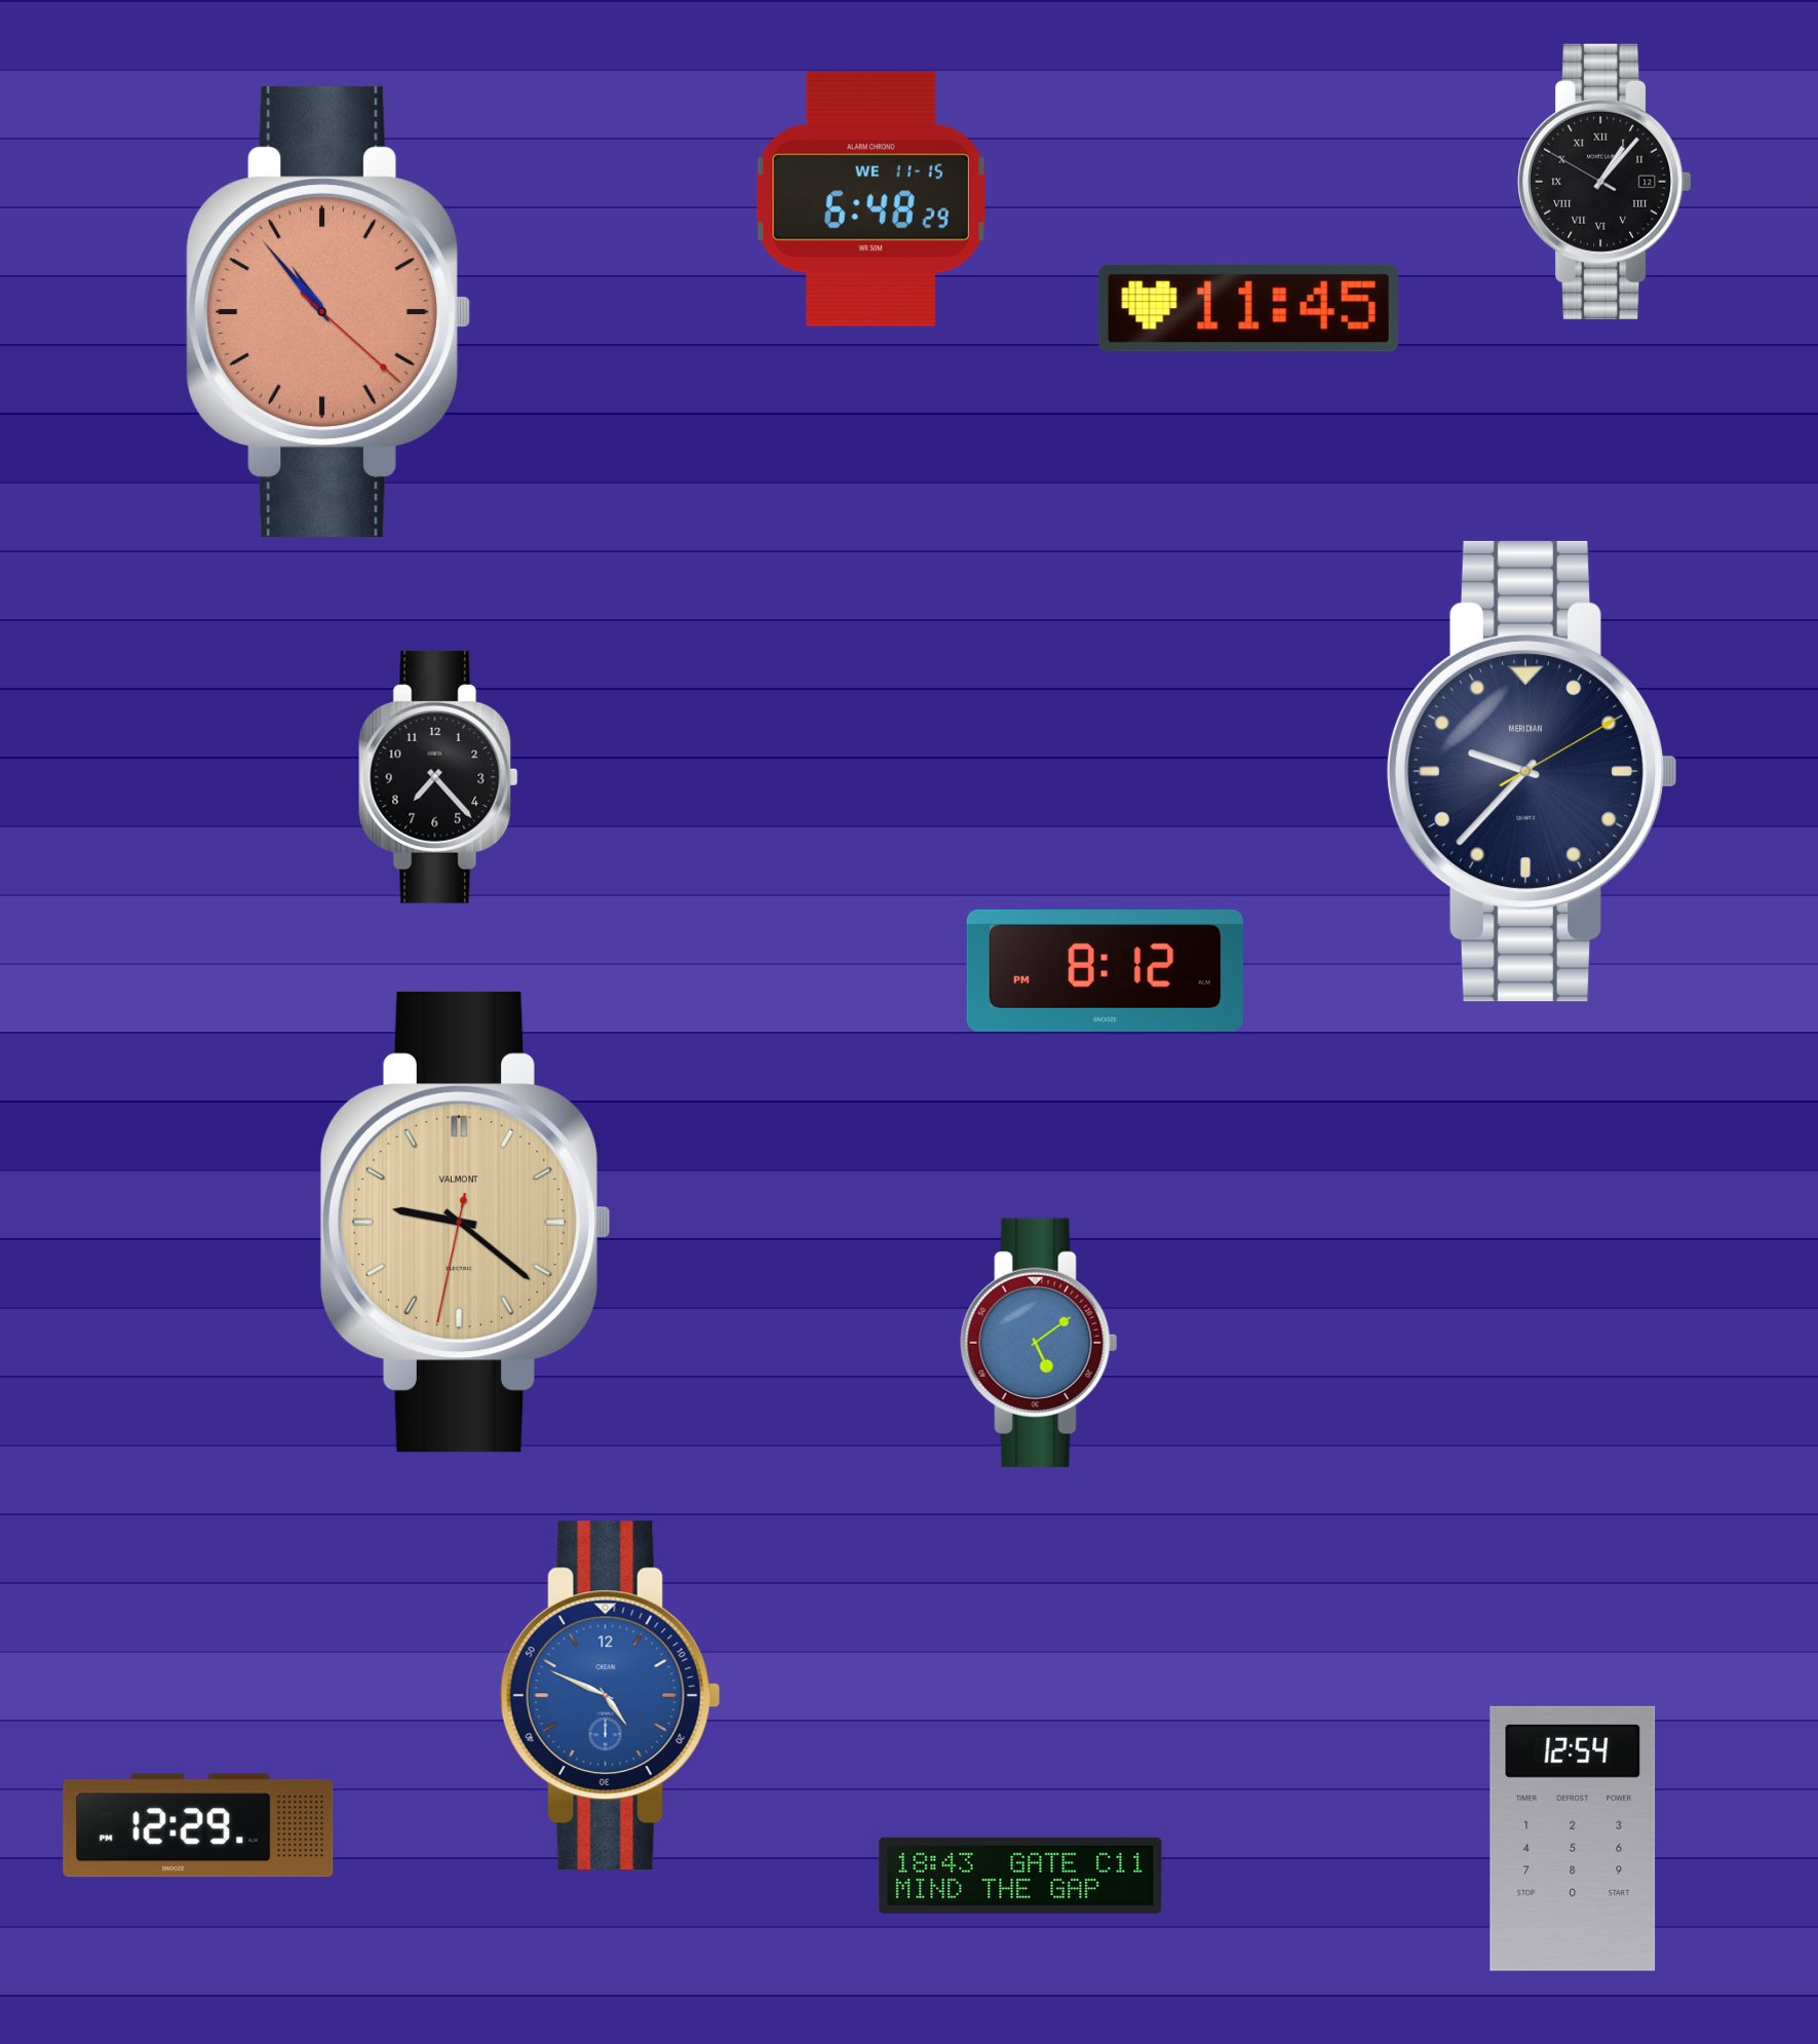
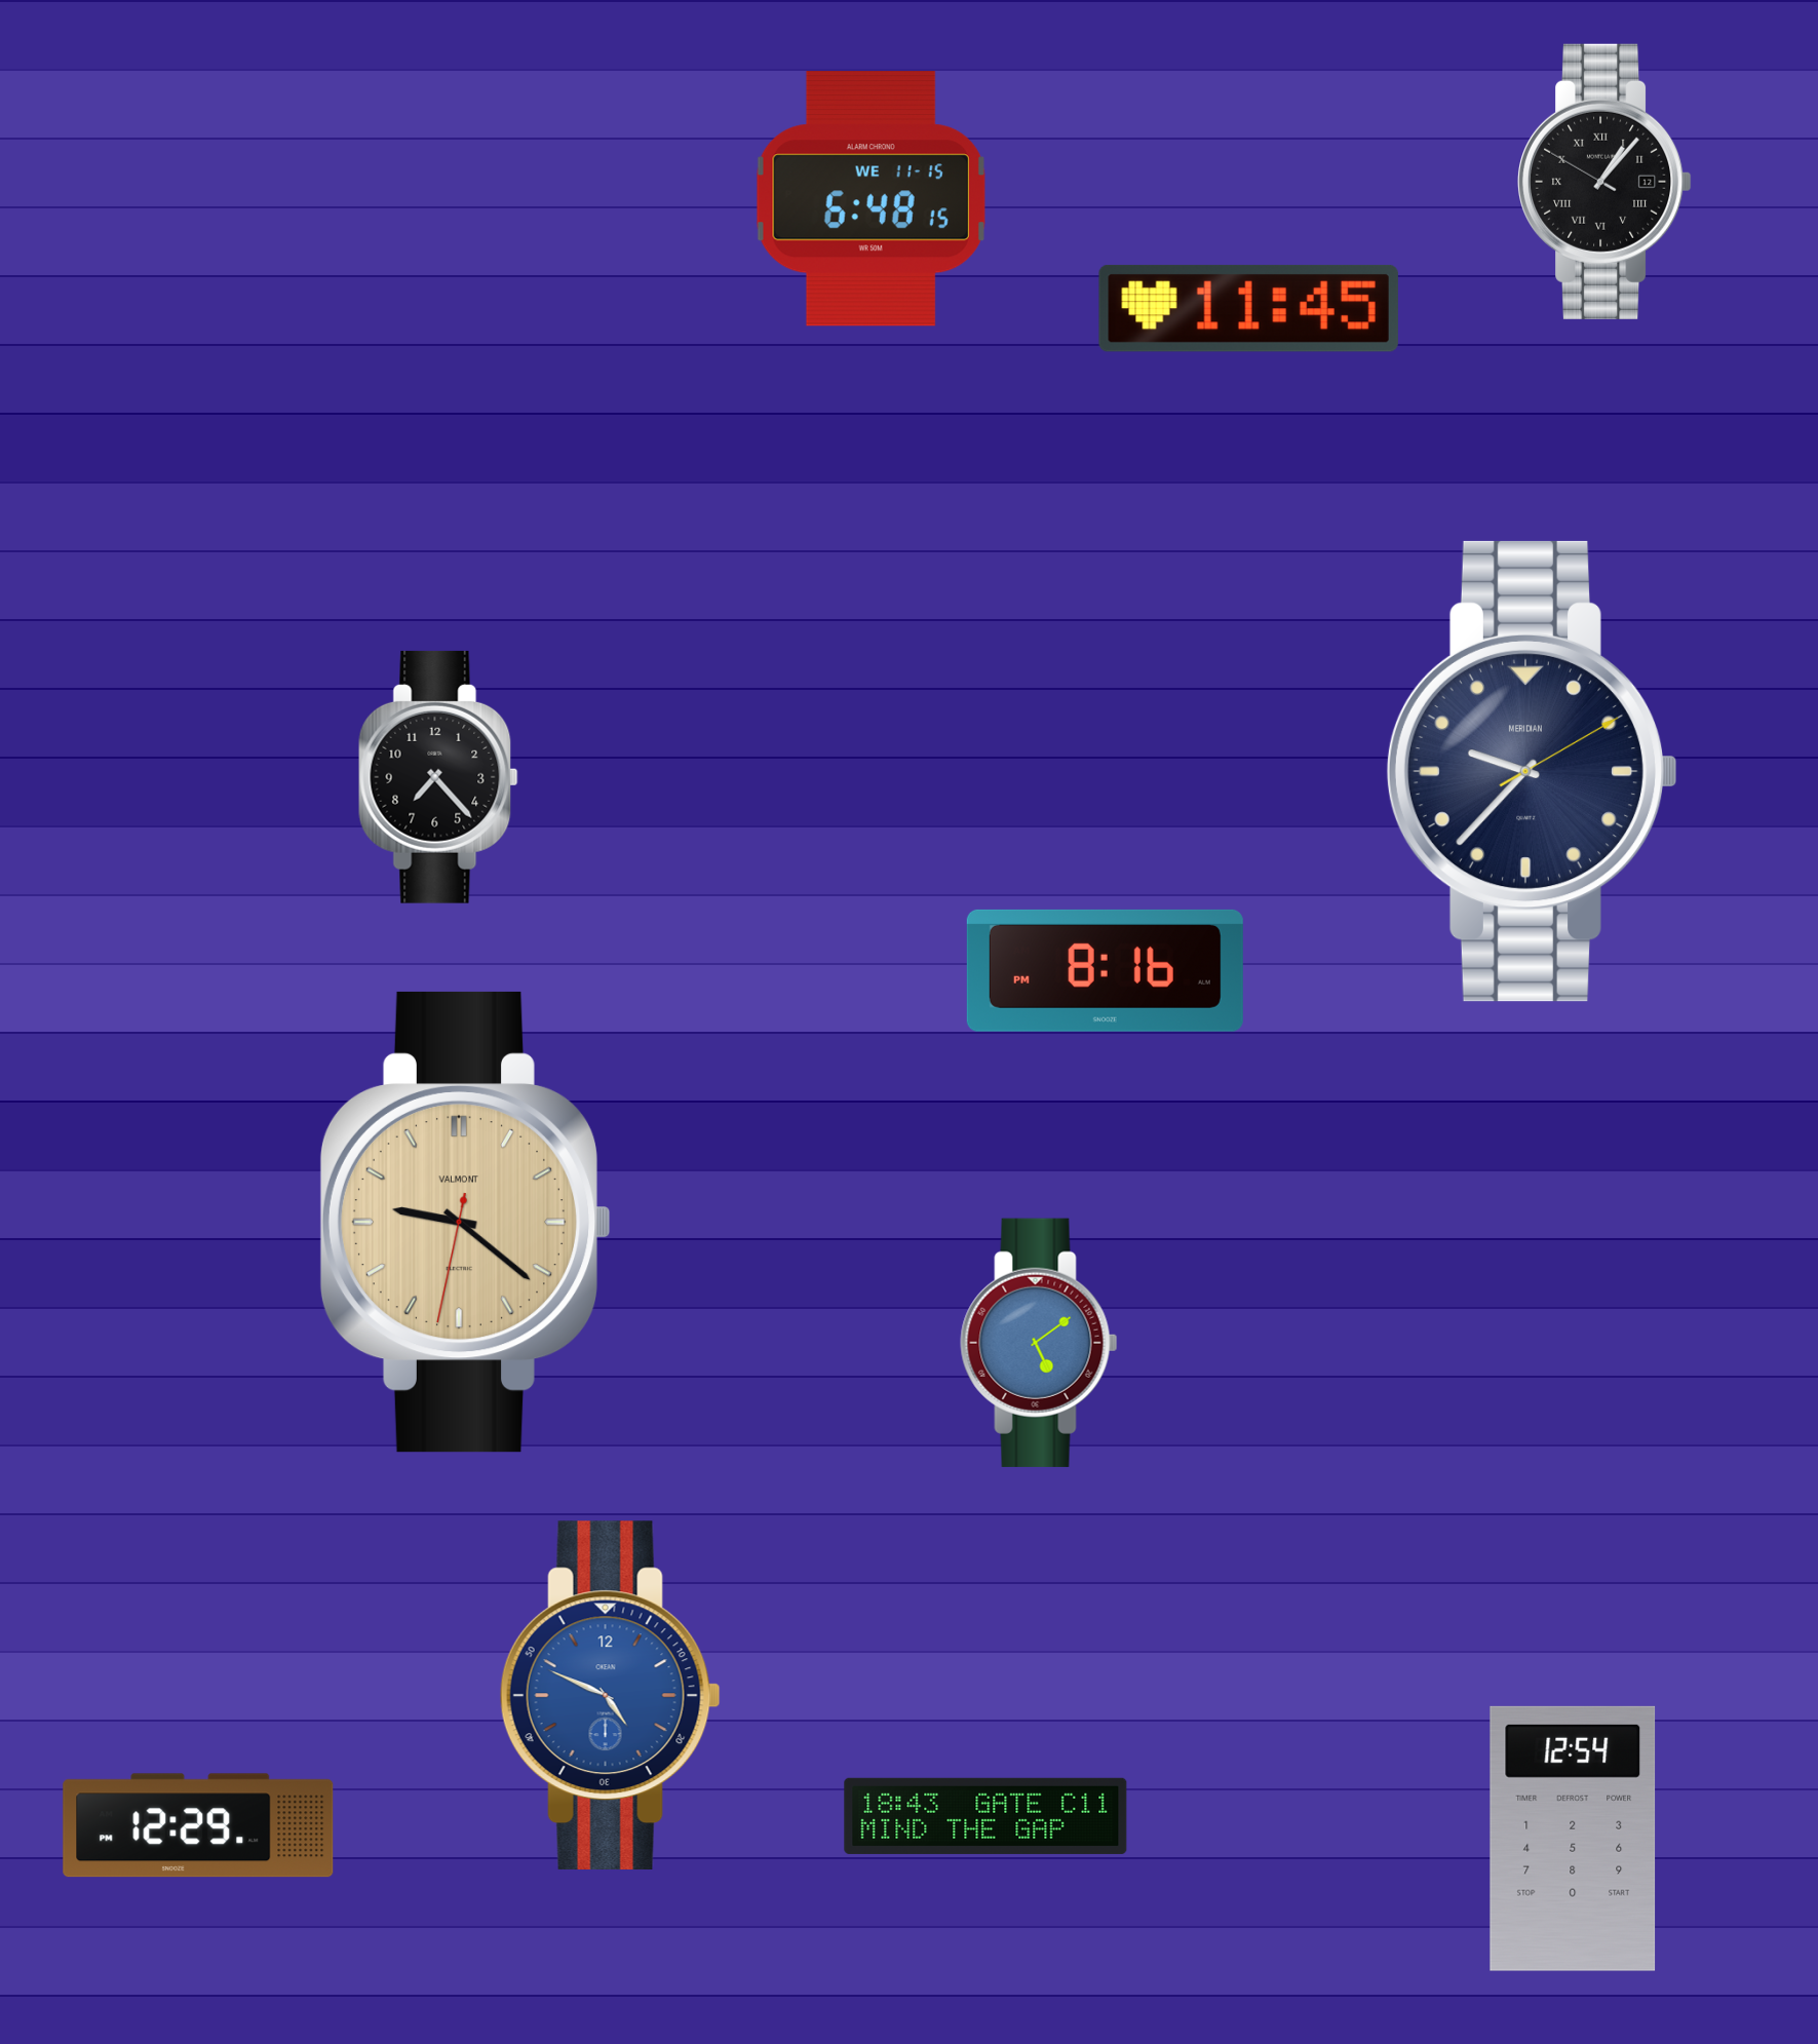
clock at (871, 199): 6:48:29 -> 6:48:15
clock at (328, 311): 10:53 -> none
clock at (1105, 970): 8:12 -> 8:16
clock at (1020, 1876) position: (1020, 1876) -> (985, 1816)
